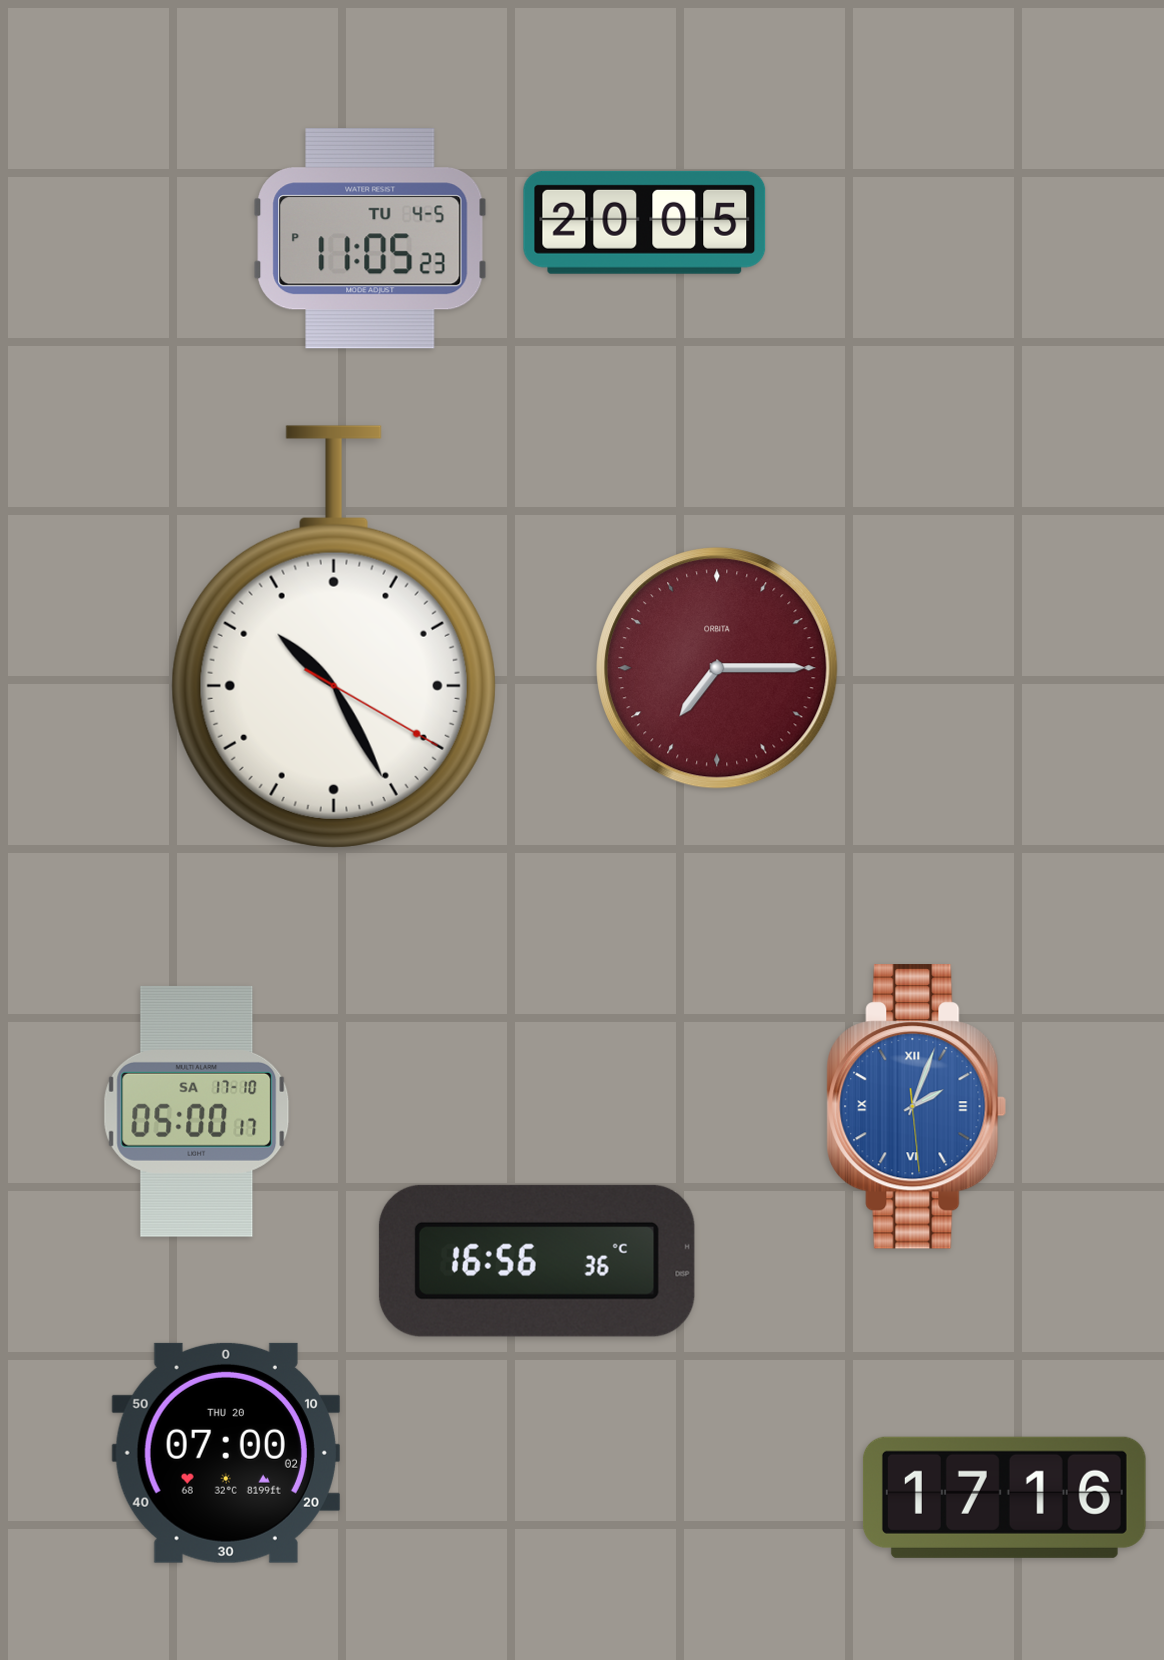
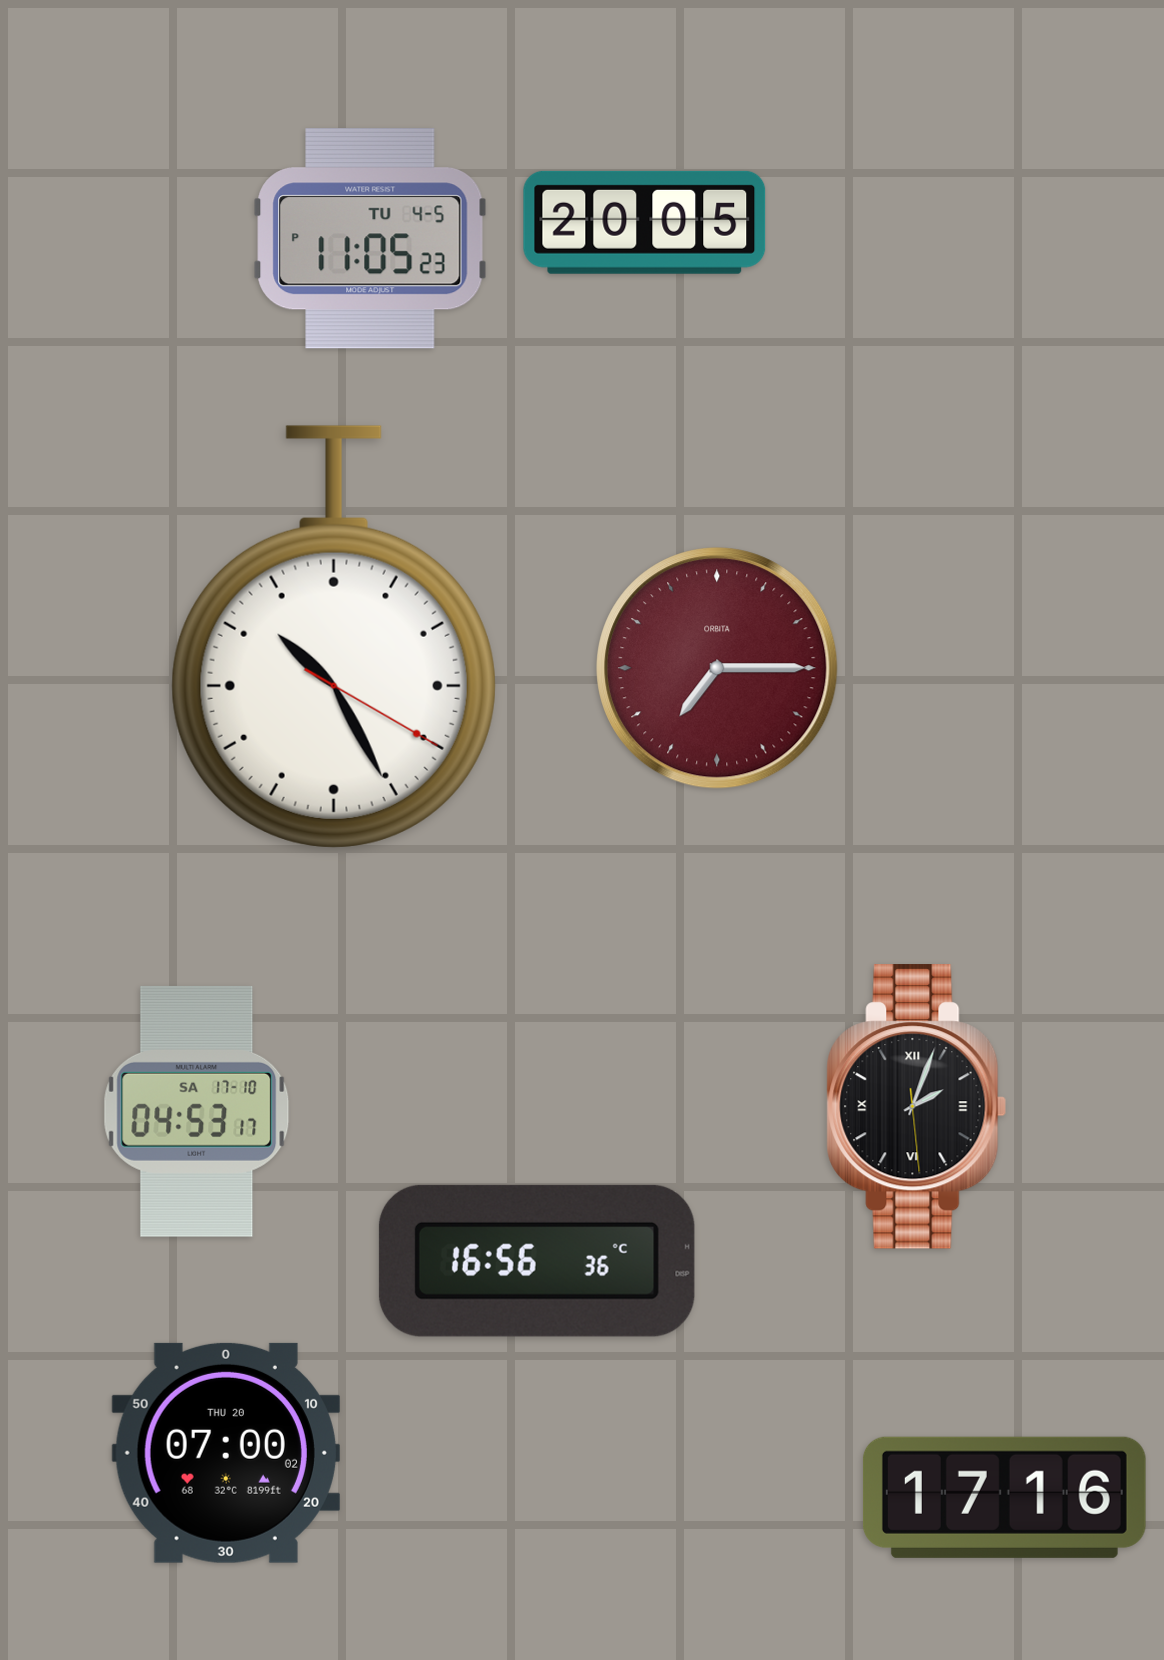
clock at (917, 1107) dial: blue -> black
clock at (197, 1111): 05:00 -> 04:53
